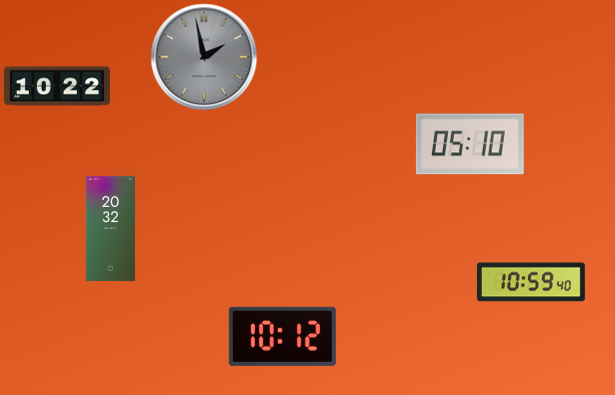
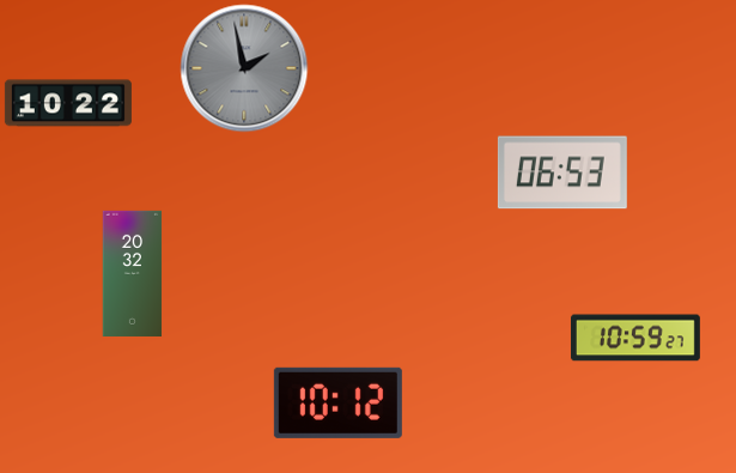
clock at (470, 144): 05:10 -> 06:53
clock at (531, 282): 10:59:40 -> 10:59:27
